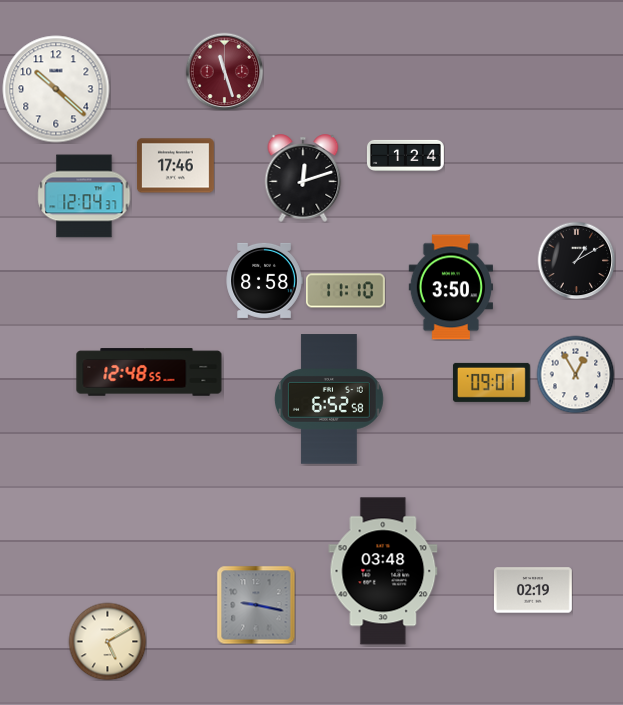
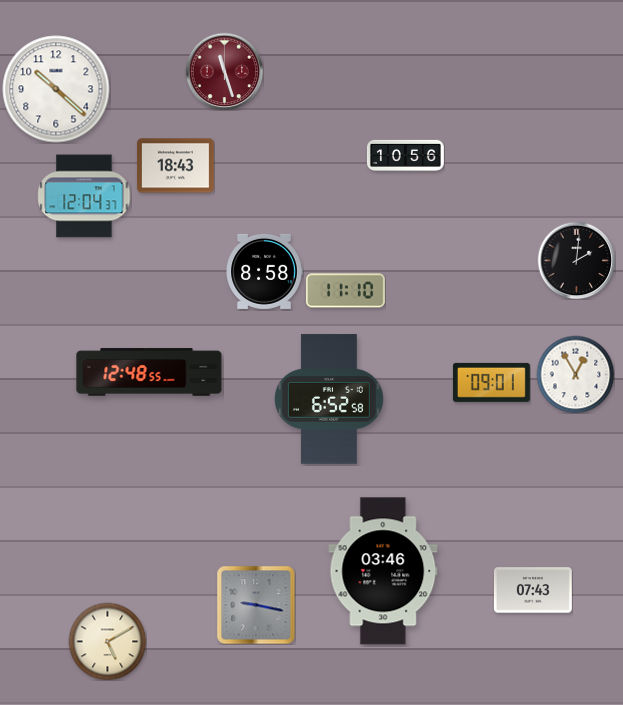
clock at (405, 155): 1:24 -> 10:56
clock at (175, 166): 17:46 -> 18:43
clock at (303, 178): 12:12 -> none
clock at (576, 260): 1:10 -> 2:01
clock at (264, 280) position: (264, 280) -> (264, 271)
clock at (450, 287): 3:50 -> none
clock at (383, 571): 03:48 -> 03:46
clock at (534, 590): 02:19 -> 07:43
